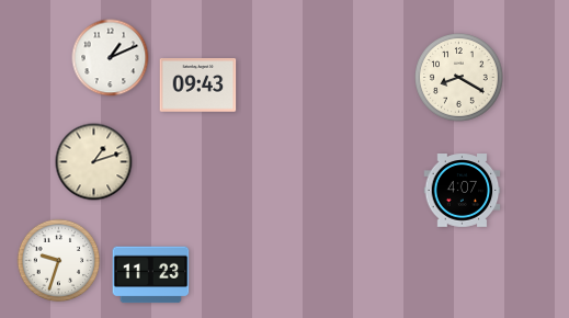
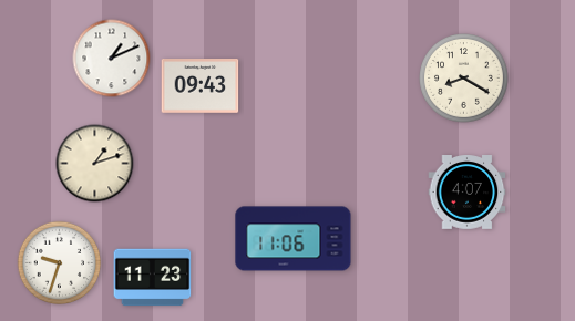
clock at (294, 239): none -> 11:06
